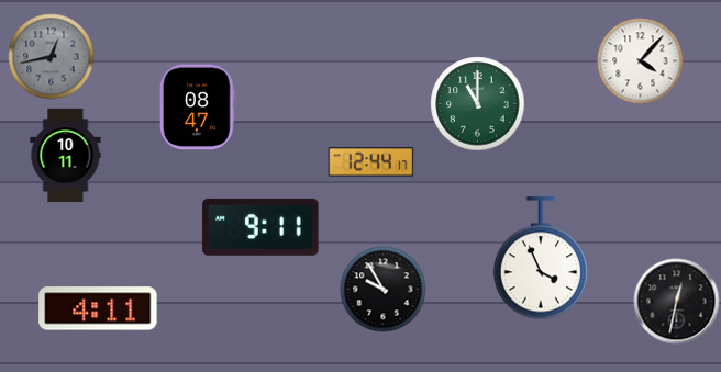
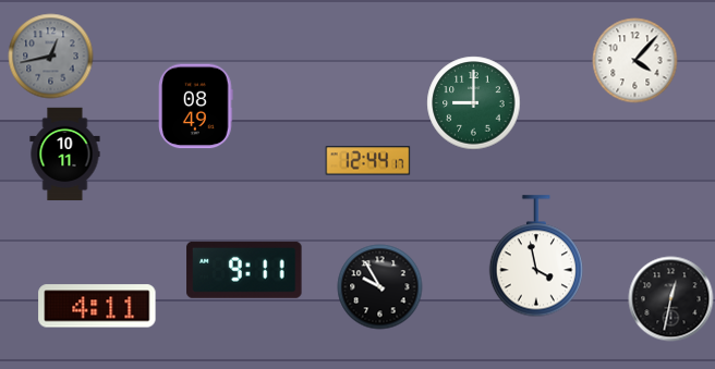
clock at (477, 103): 11:00 -> 9:00
clock at (198, 106): 08:47 -> 08:49
clock at (260, 227) position: (260, 227) -> (244, 270)
clock at (540, 258): 3:56 -> 3:58
